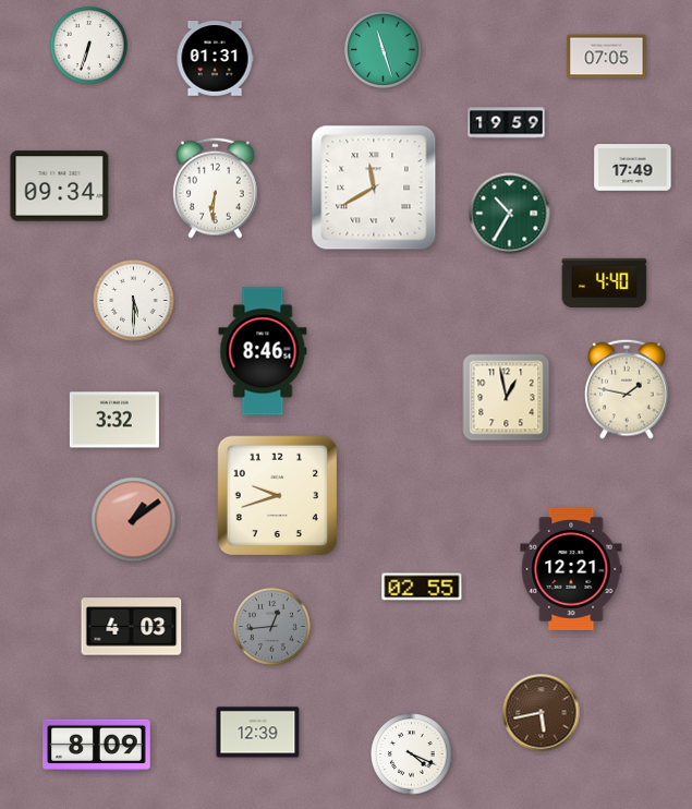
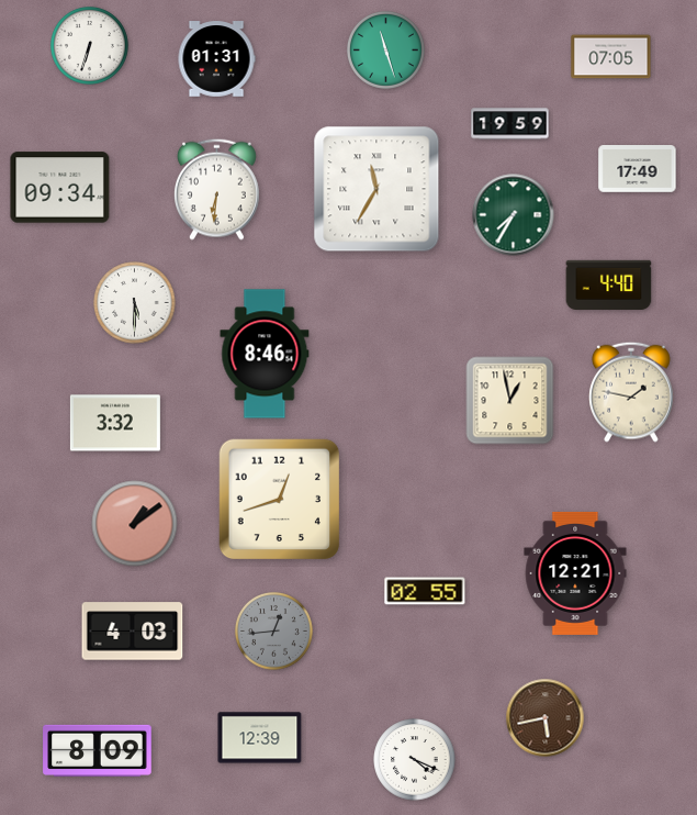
clock at (374, 188): 11:40 -> 11:35
clock at (510, 214): 10:35 -> 7:35
clock at (278, 496): 9:42 -> 12:42
